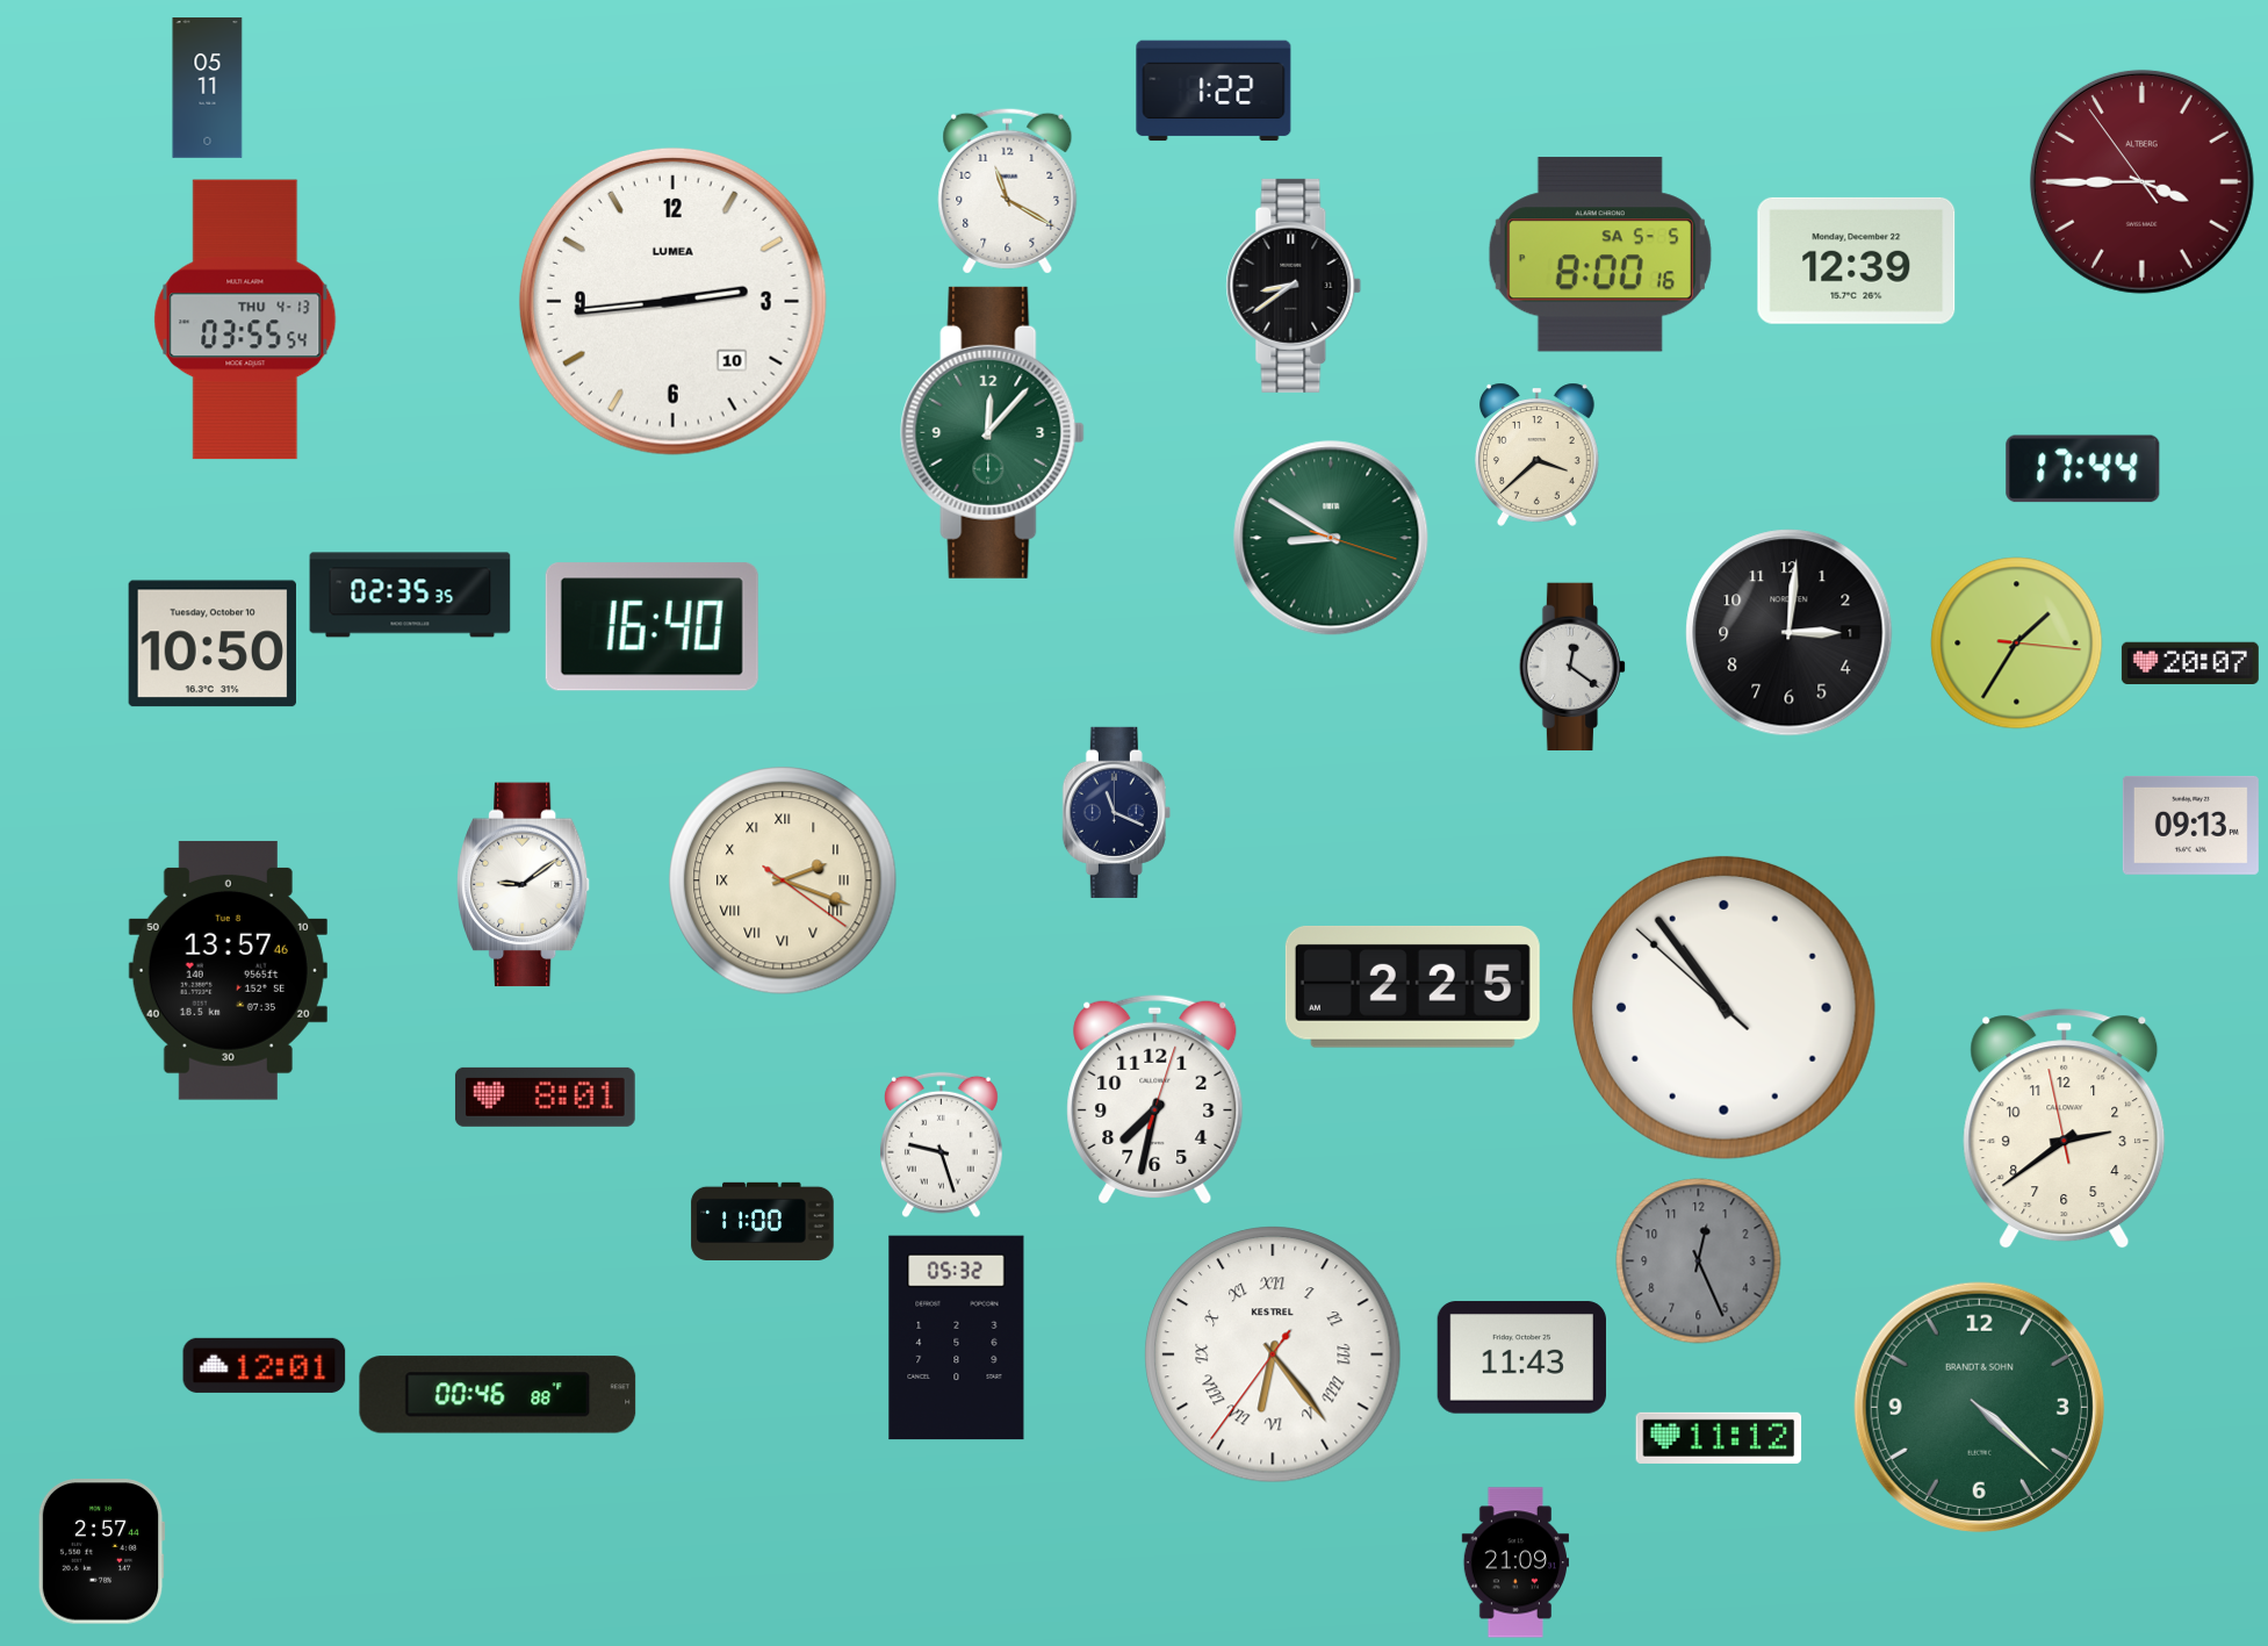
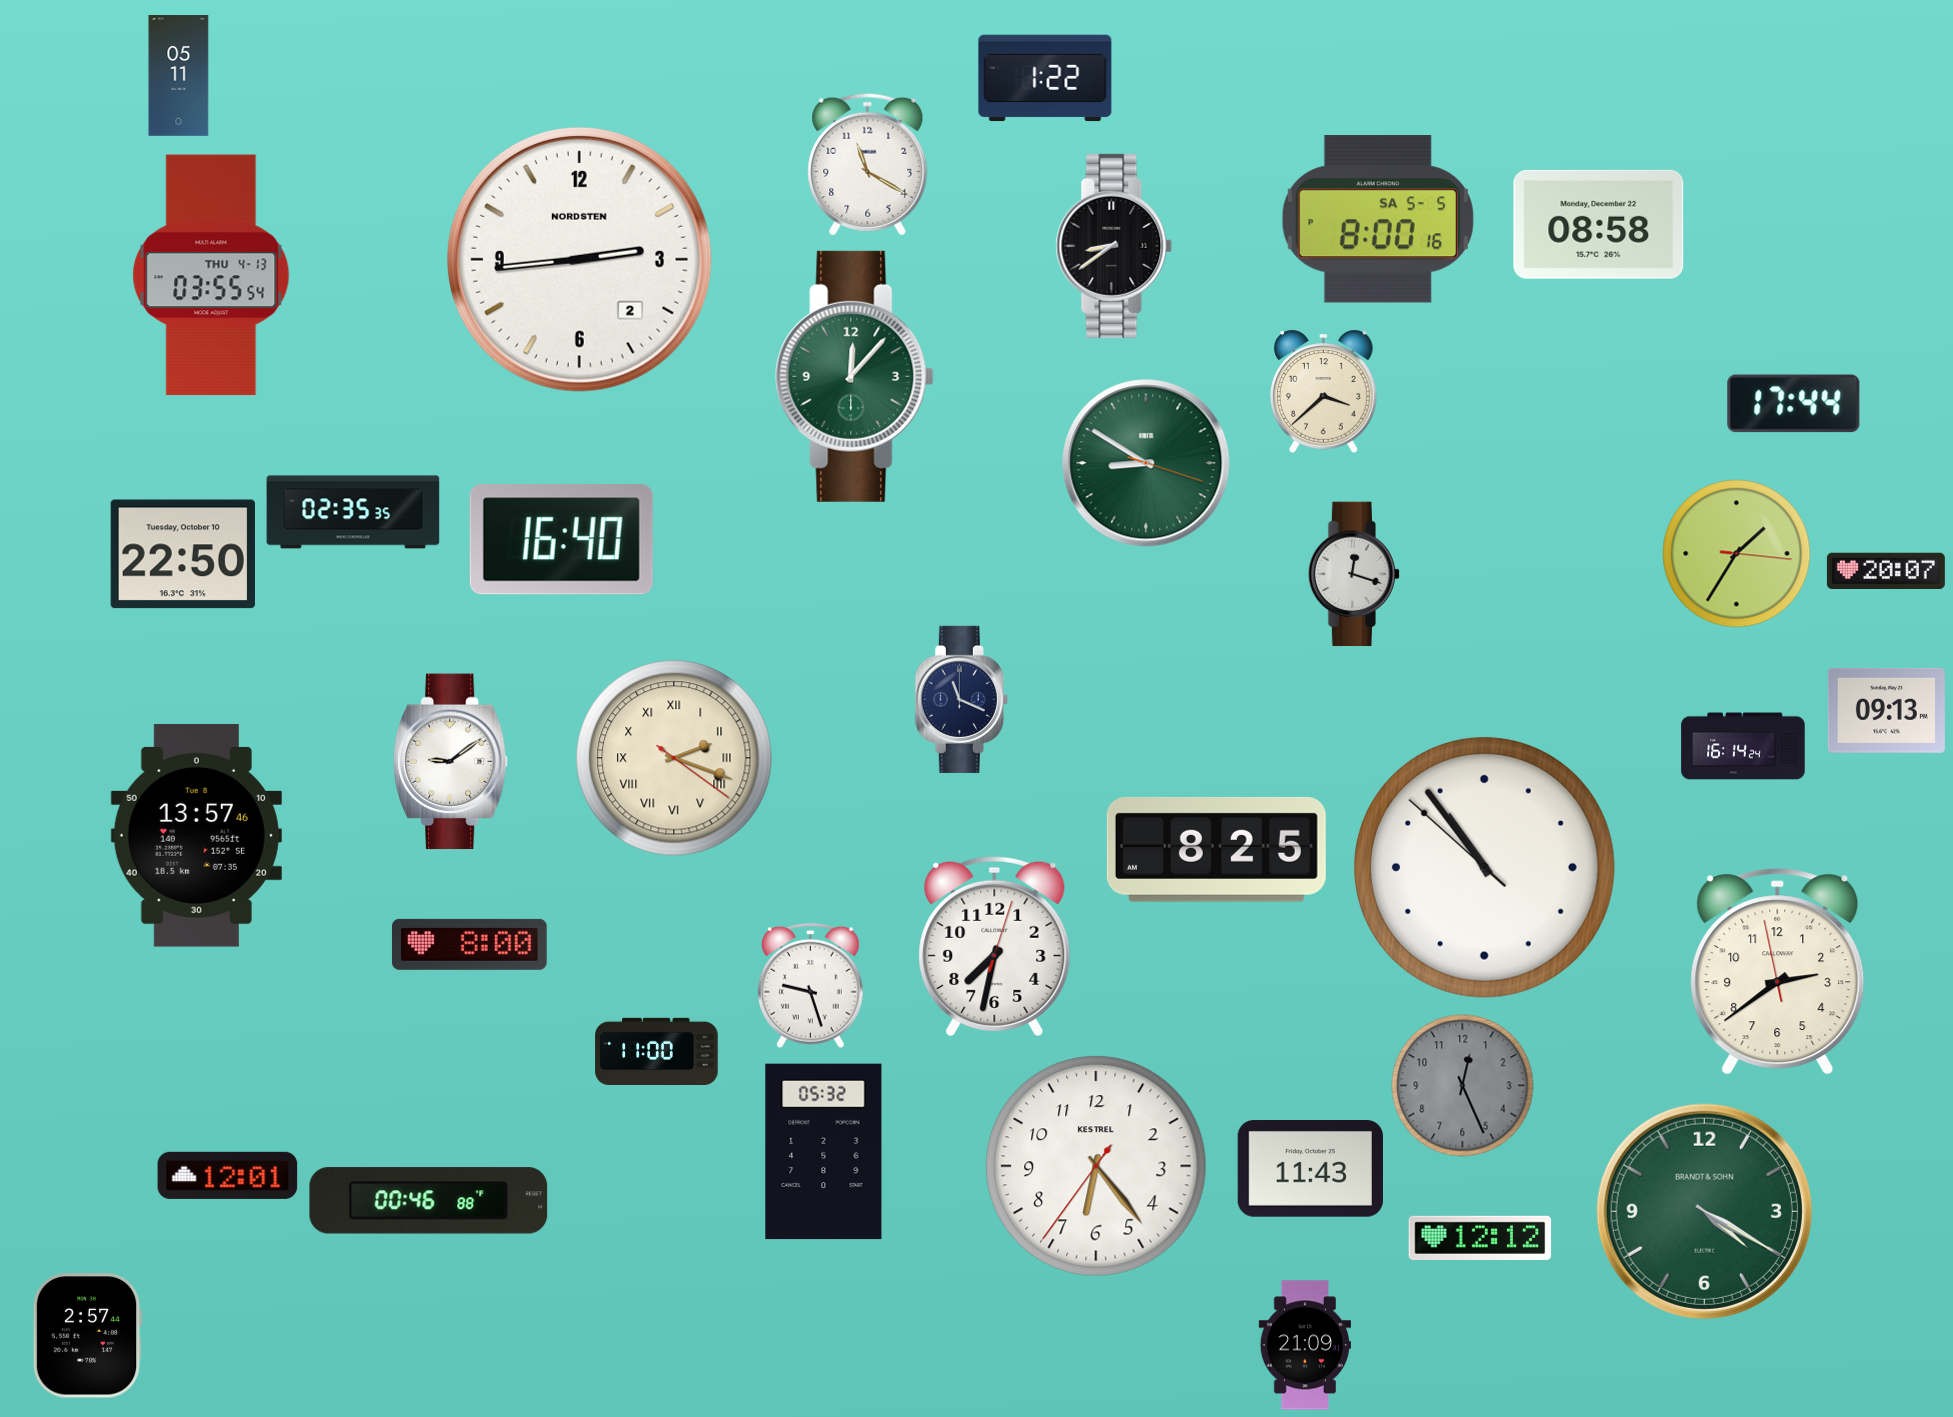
clock at (2141, 181): 3:44 -> none
clock at (1857, 260): 12:39 -> 08:58
clock at (672, 301) date: 10 -> 2
clock at (672, 301) brand: LUMEA -> NORDSTEN
clock at (993, 432) position: (993, 432) -> (855, 376)
clock at (1790, 633): 3:01 -> none
clock at (213, 644): 10:50 -> 22:50
clock at (1571, 667): 12:21 -> 12:18
clock at (1743, 746): none -> 16:14
clock at (1412, 986): 2:25 -> 8:25
clock at (545, 1097): 8:01 -> 8:00
clock at (1273, 1354) numerals: Roman -> Arabic
clock at (1979, 1407): 4:22 -> 4:20
clock at (1719, 1438): 11:12 -> 12:12
